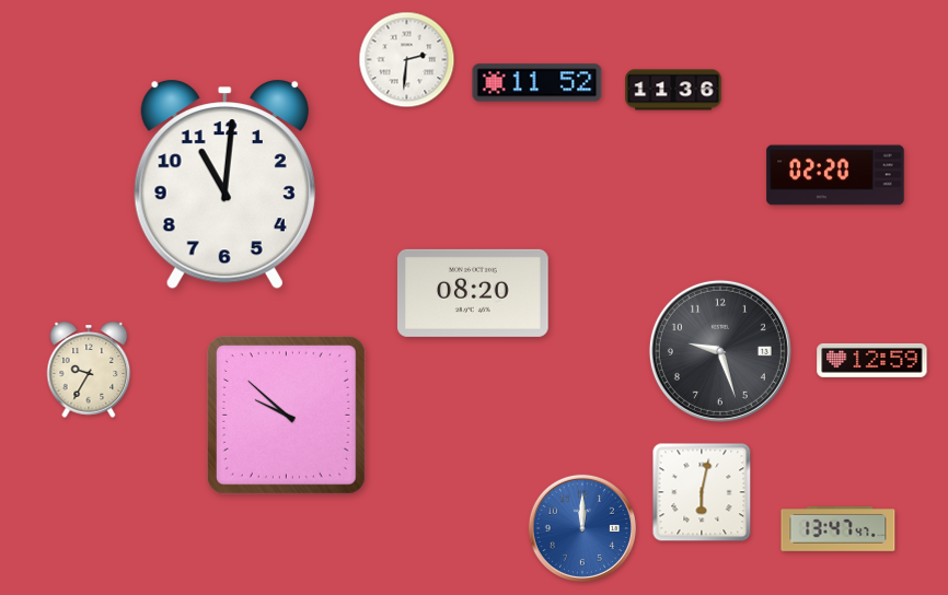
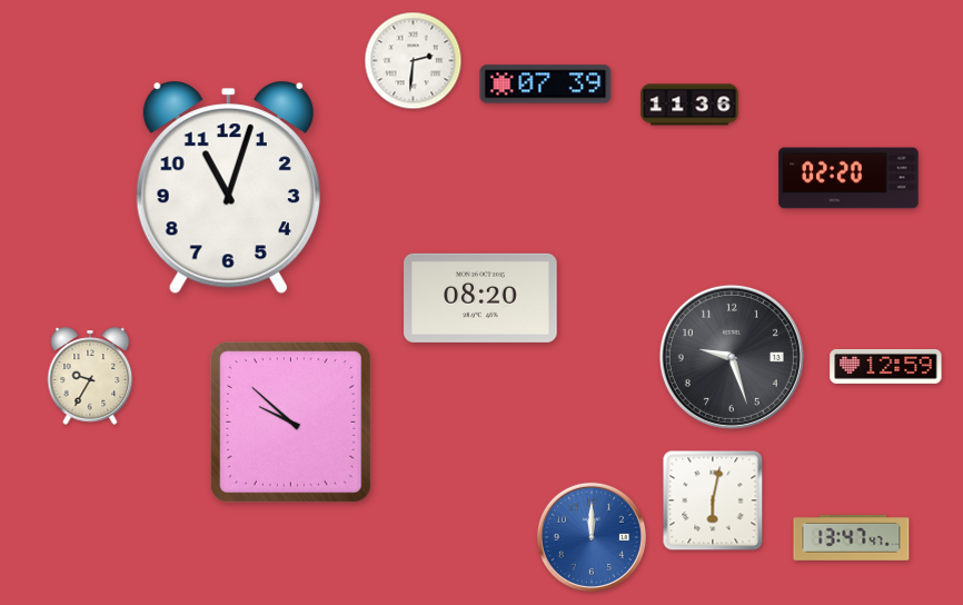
clock at (537, 83): 11:52 -> 07:39
clock at (673, 90) position: (673, 90) -> (689, 105)
clock at (224, 185): 11:01 -> 11:03
